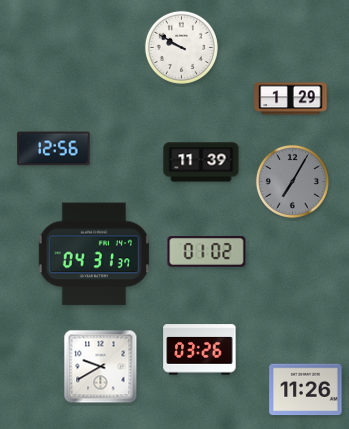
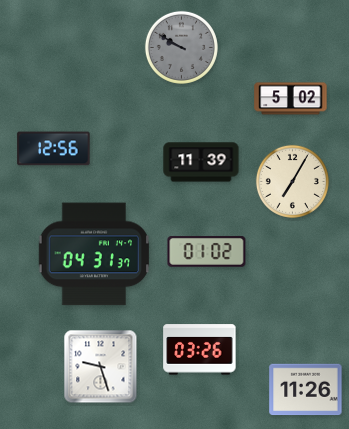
clock at (181, 47) dial: white -> grey
clock at (291, 99): 1:29 -> 5:02
clock at (292, 181) dial: grey -> cream
clock at (101, 367): 9:40 -> 9:27
